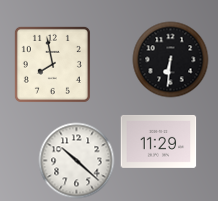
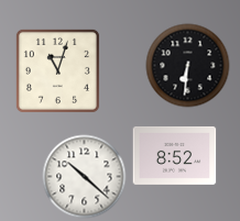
clock at (52, 64): 7:58 -> 11:03
clock at (159, 141): 11:29 -> 8:52
